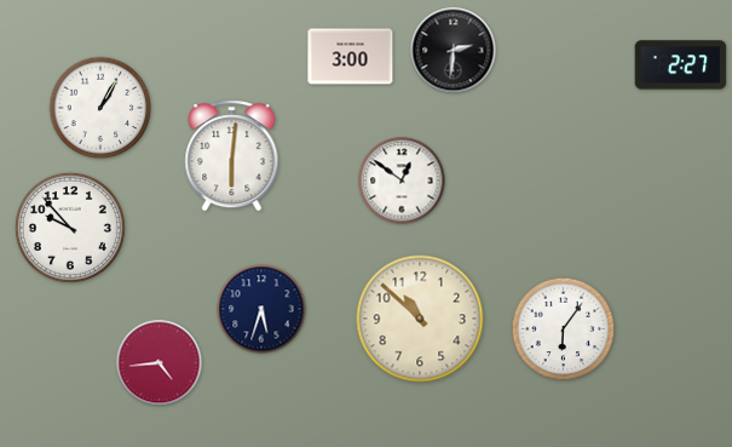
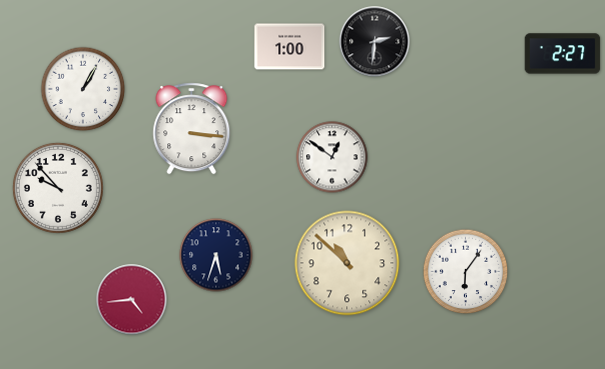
clock at (351, 57): 3:00 -> 1:00
clock at (232, 156): 6:01 -> 3:16
clock at (402, 180) position: (402, 180) -> (332, 157)
